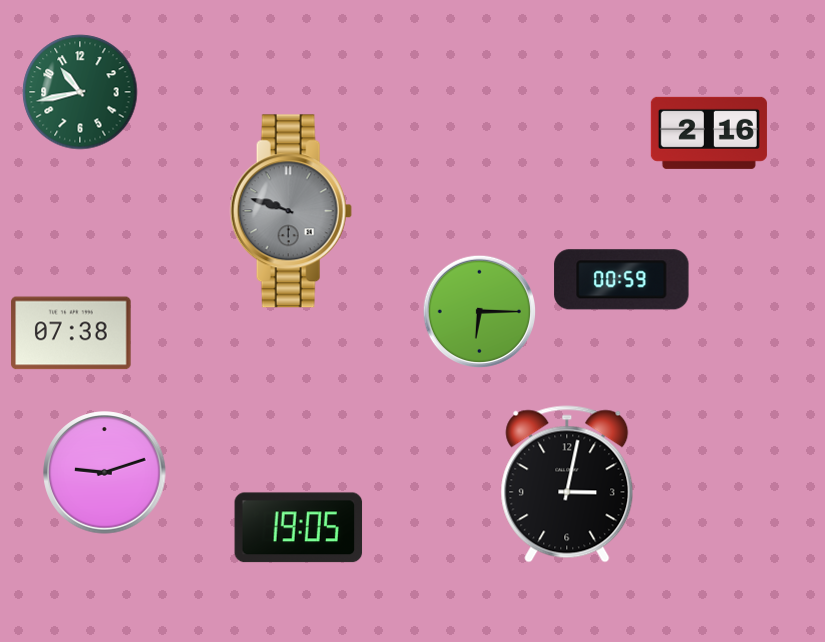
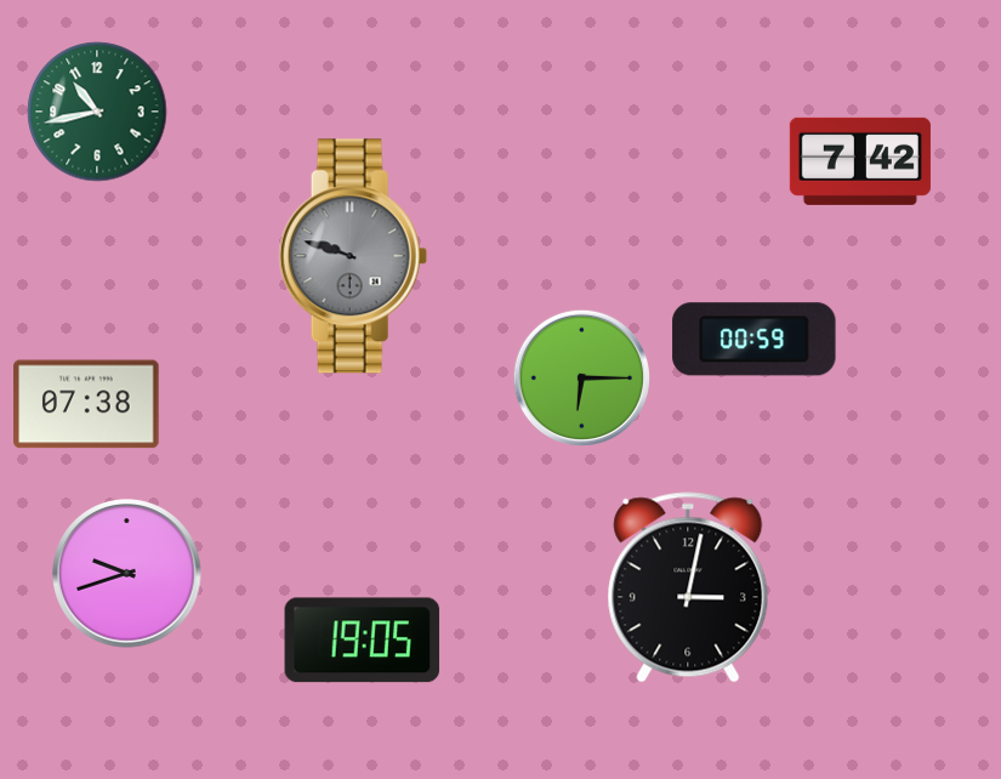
clock at (709, 133): 2:16 -> 7:42
clock at (105, 473): 9:12 -> 9:42
